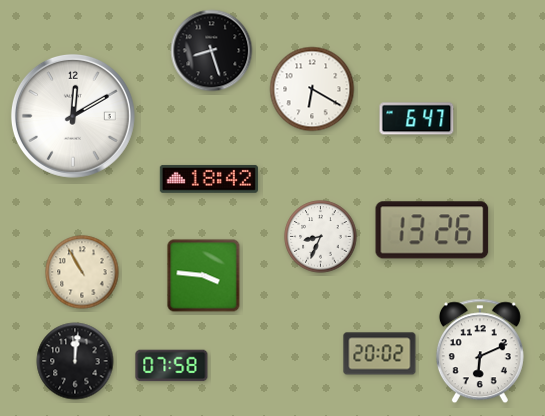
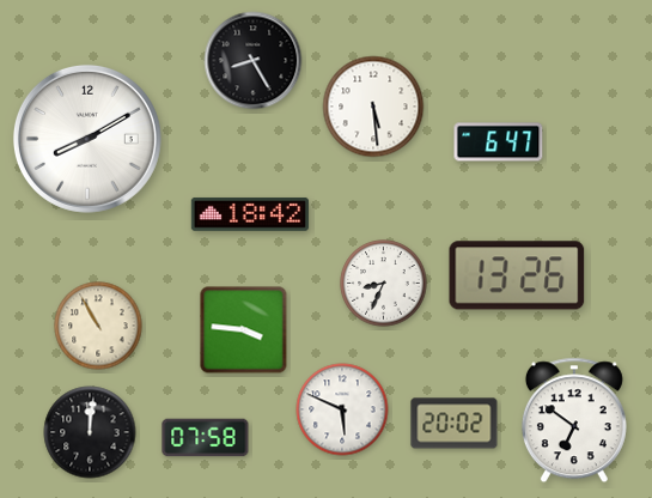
clock at (212, 51): 8:27 -> 8:25
clock at (312, 89): 6:20 -> 5:29
clock at (73, 116): 12:10 -> 8:10
clock at (342, 409): none -> 5:49
clock at (480, 351): 6:11 -> 6:51
